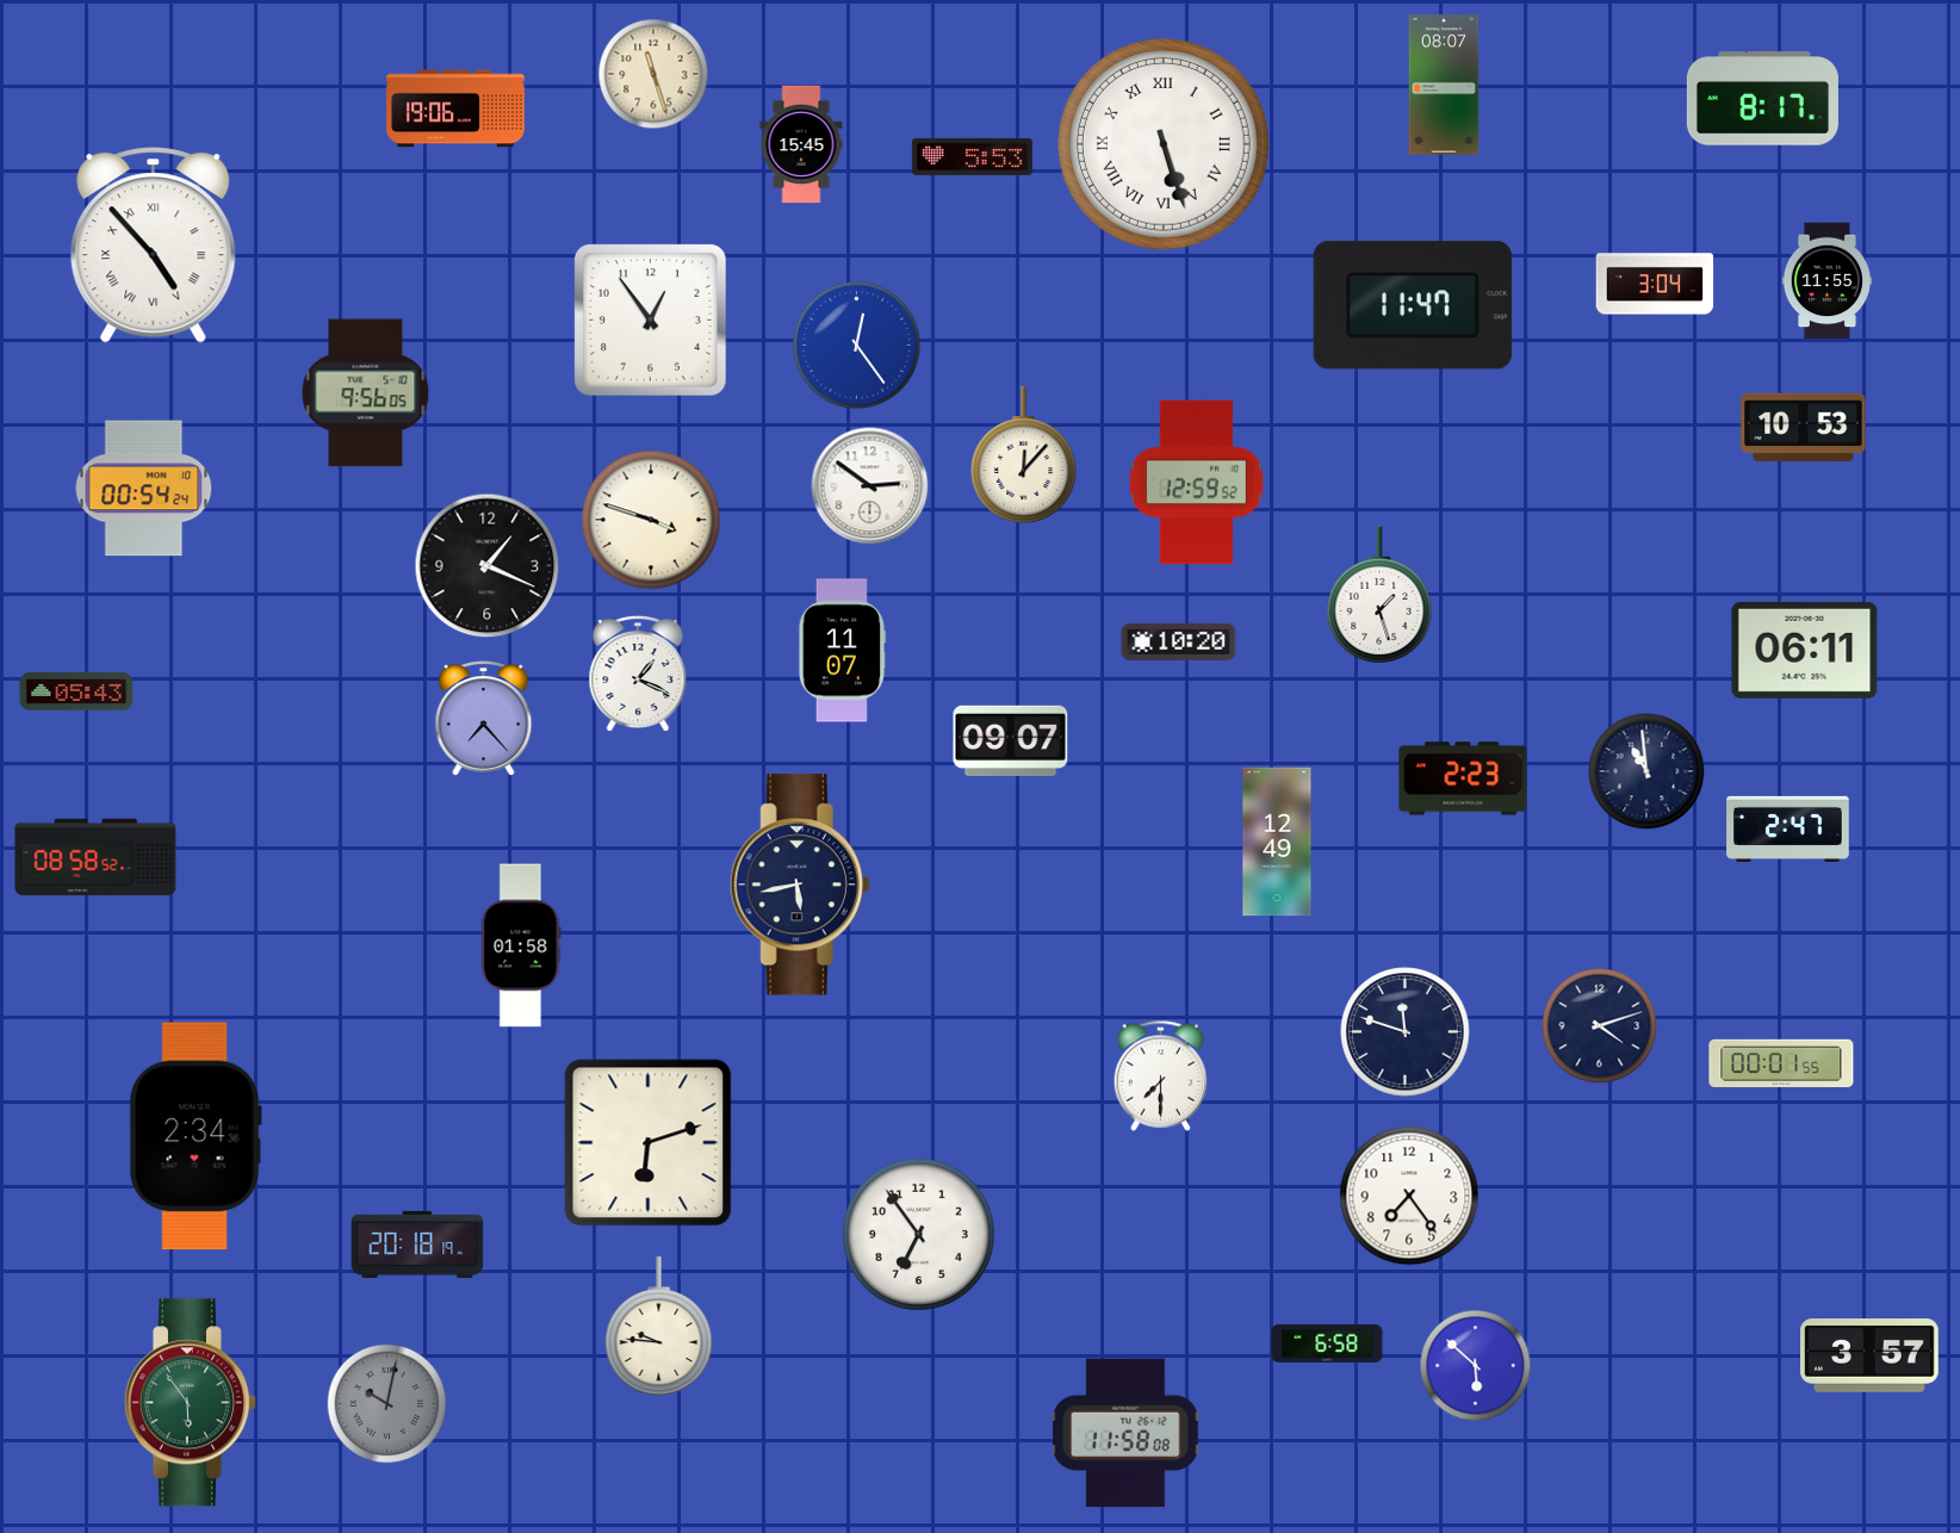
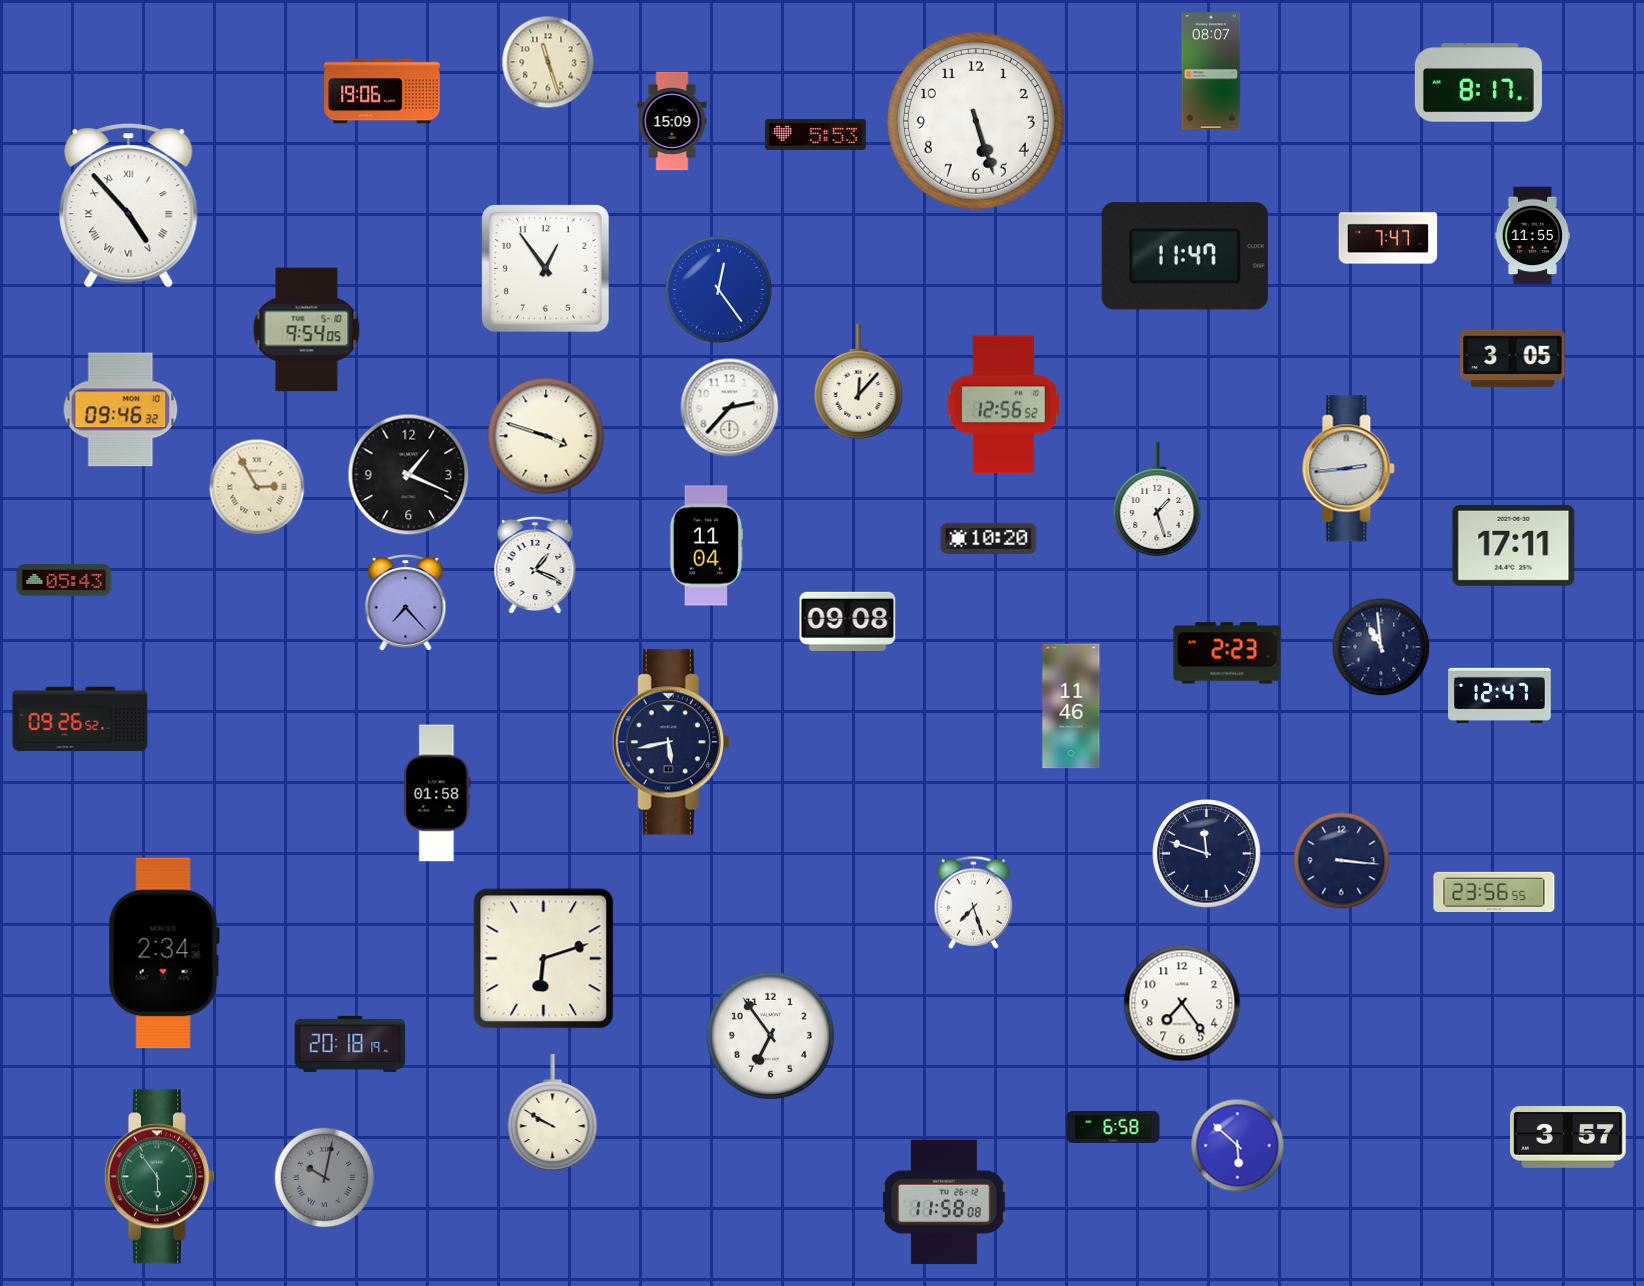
clock at (801, 144): 15:45 -> 15:09
clock at (1164, 144) numerals: Roman -> Arabic
clock at (972, 156) position: (972, 156) -> (815, 134)
clock at (1655, 284): 3:04 -> 7:47
clock at (366, 393): 9:56 -> 9:54
clock at (1804, 428): 10:53 -> 3:05
clock at (1196, 483): 12:59 -> 12:56
clock at (870, 486): 2:51 -> 2:37
clock at (144, 489): 00:54 -> 09:46
clock at (1349, 469): none -> 2:44
clock at (257, 487): none -> 2:55
clock at (1805, 650): 06:11 -> 17:11
clock at (843, 651): 11:07 -> 11:04
clock at (1011, 740): 09:07 -> 09:08
clock at (1788, 828): 2:47 -> 12:47
clock at (1277, 842): 12:49 -> 11:46
clock at (95, 857): 08:58 -> 09:26
clock at (1600, 1026): 4:12 -> 3:16
clock at (1406, 1032) position: (1406, 1032) -> (1207, 854)
clock at (1781, 1062): 00:01 -> 23:56
clock at (1161, 1075): 7:30 -> 7:27
clock at (659, 1327): 9:46 -> 9:50
